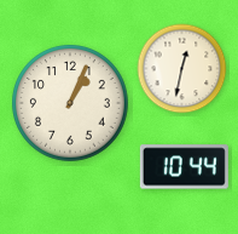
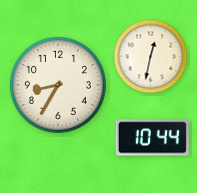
clock at (71, 104): 1:04 -> 8:35
